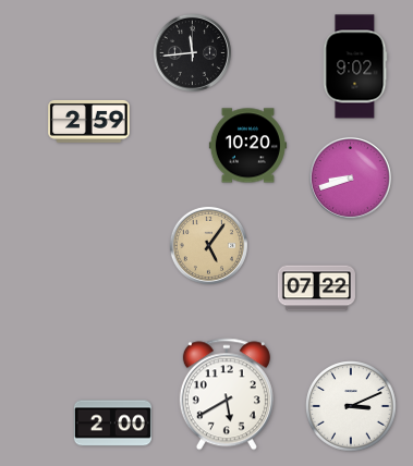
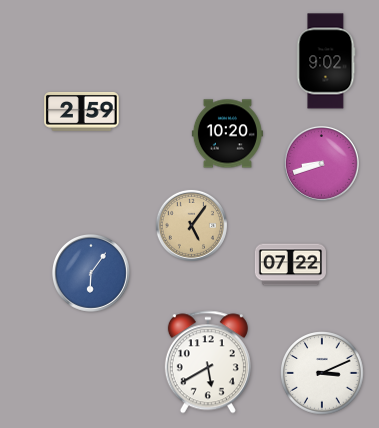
clock at (192, 52): 11:44 -> none
clock at (92, 274): none -> 6:06
clock at (112, 424): 2:00 -> none
